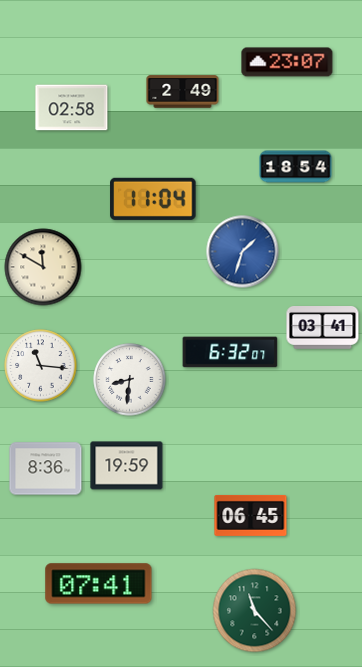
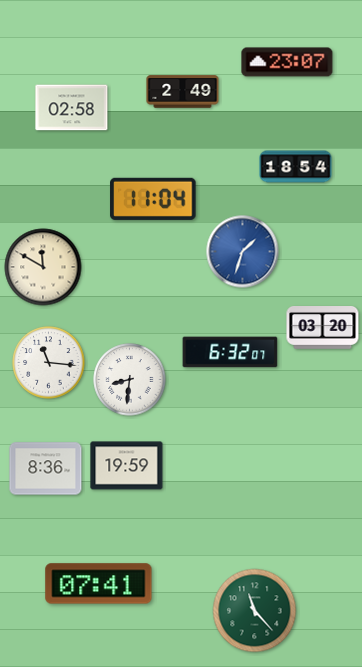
clock at (323, 328): 03:41 -> 03:20
clock at (41, 366) position: (41, 366) -> (49, 363)
clock at (251, 515): 06:45 -> none
